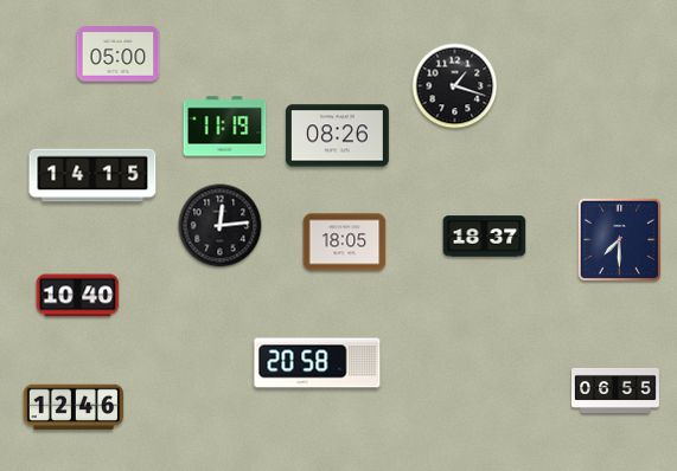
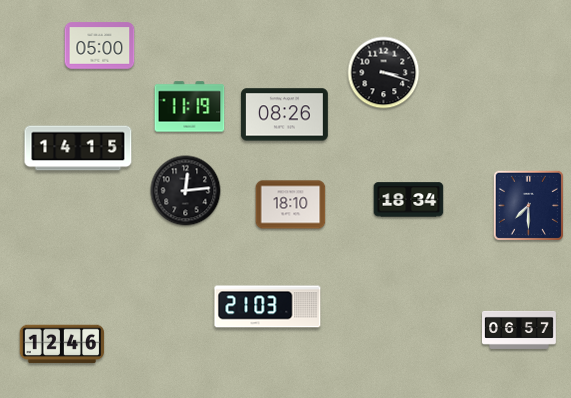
clock at (455, 86): 1:18 -> 3:18
clock at (485, 237): 18:37 -> 18:34
clock at (619, 239) position: (619, 239) -> (528, 205)
clock at (345, 243): 18:05 -> 18:10
clock at (78, 296): 10:40 -> none
clock at (318, 363): 20:58 -> 21:03
clock at (617, 391): 06:55 -> 06:57
